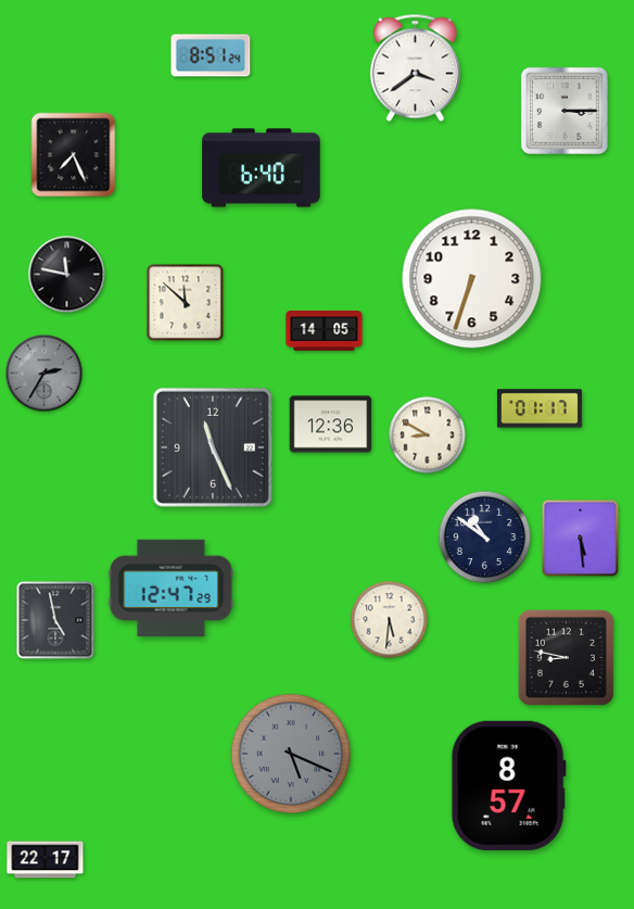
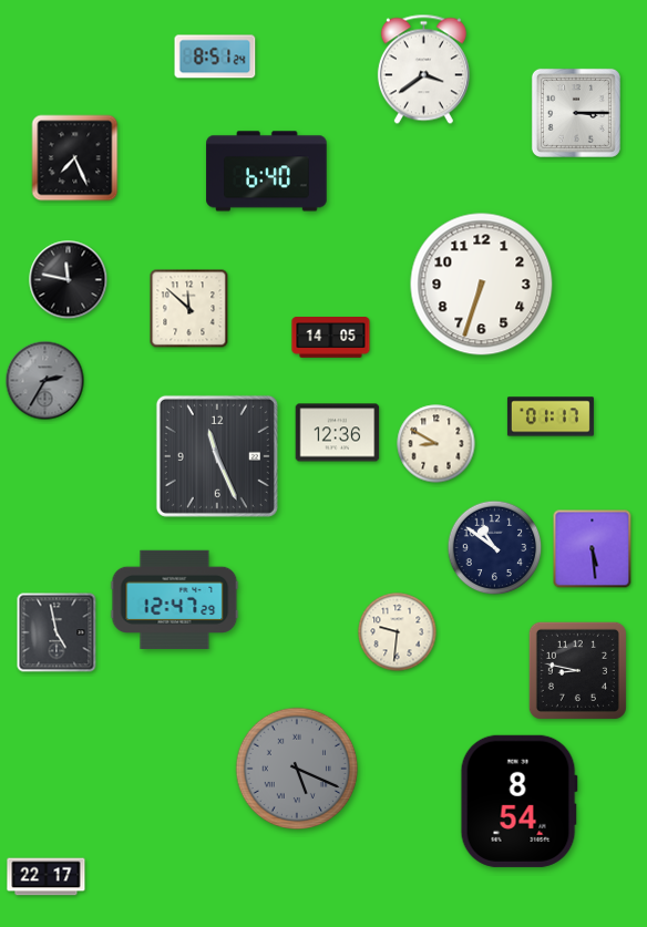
clock at (390, 620): 5:31 -> 9:31
clock at (508, 785): 8:57 -> 8:54
